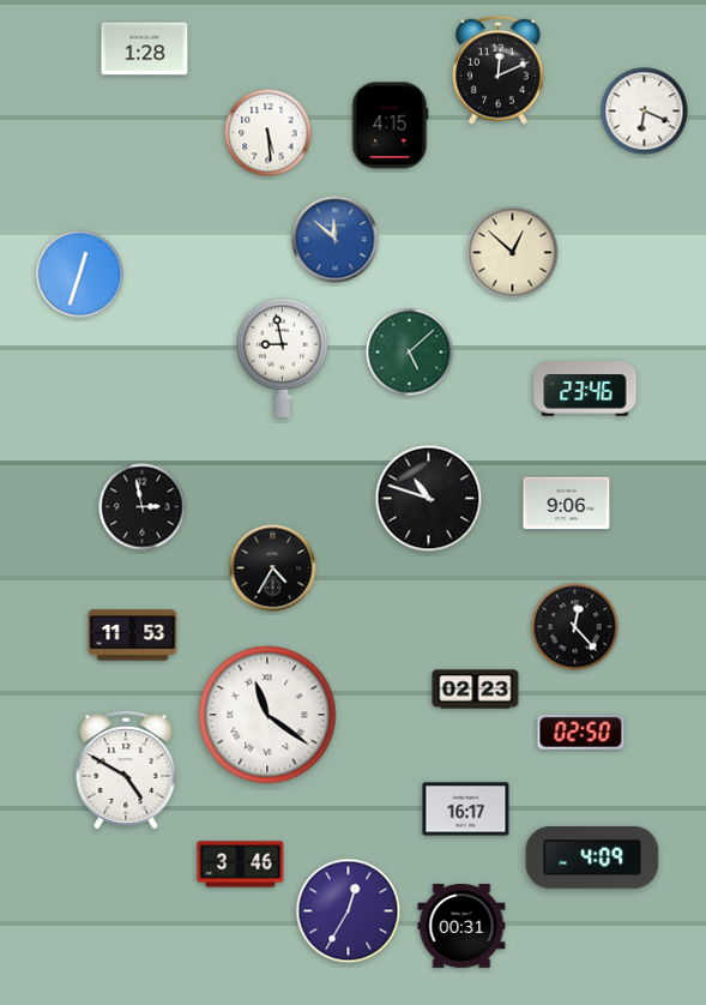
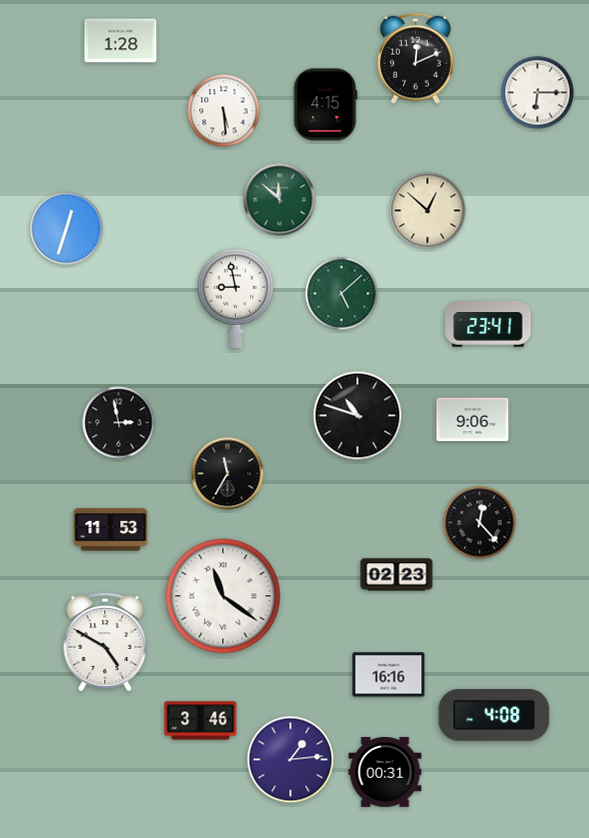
clock at (645, 112): 6:19 -> 6:15
clock at (336, 240) dial: blue -> green
clock at (585, 389): 23:46 -> 23:41
clock at (273, 568): 4:35 -> 11:35
clock at (581, 733): 02:50 -> none
clock at (466, 810): 16:17 -> 16:16
clock at (592, 857): 4:09 -> 4:08
clock at (349, 911): 12:35 -> 1:14
